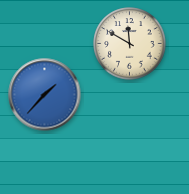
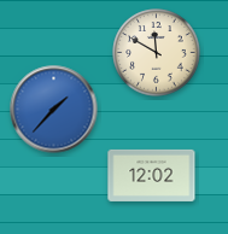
clock at (45, 95) position: (45, 95) -> (54, 110)
clock at (152, 175): none -> 12:02
